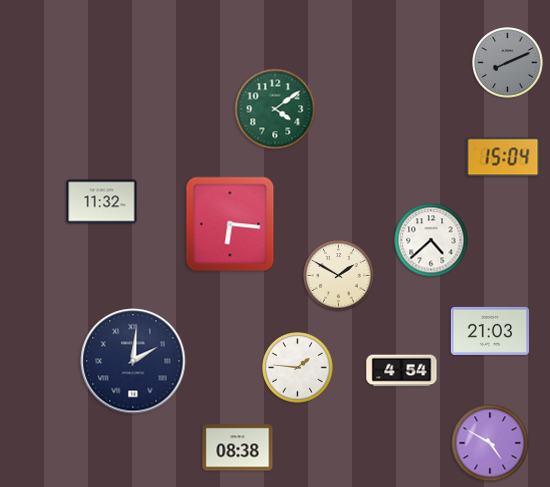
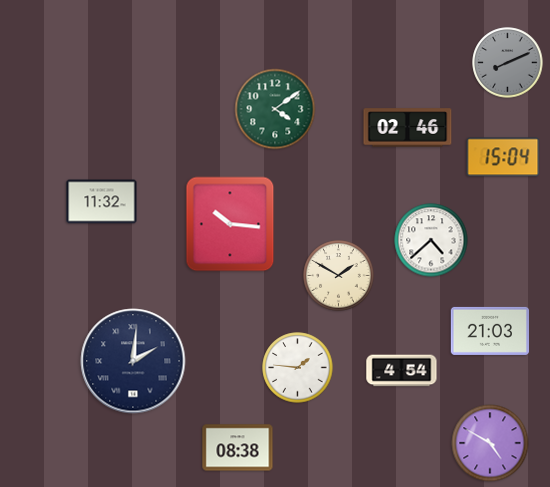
clock at (408, 128): none -> 02:46
clock at (230, 224): 6:16 -> 10:16
